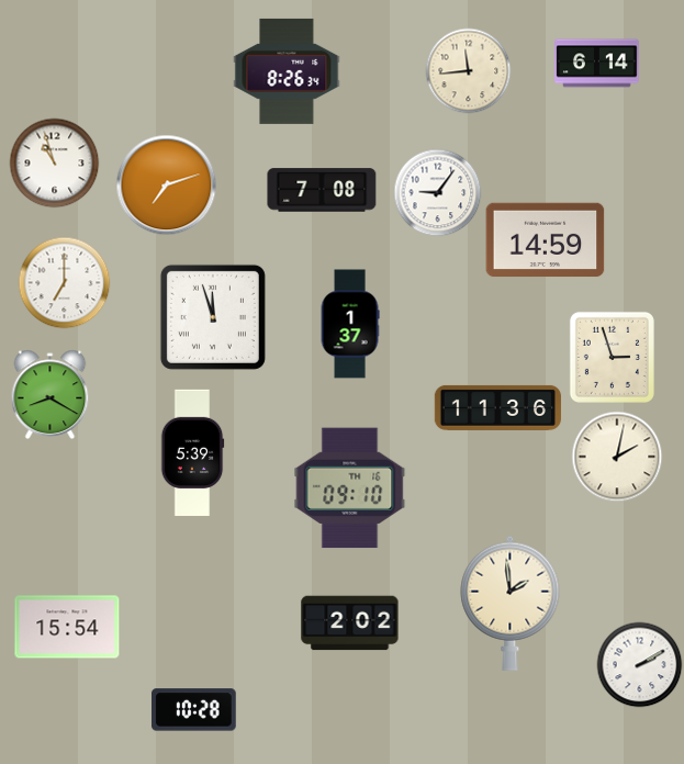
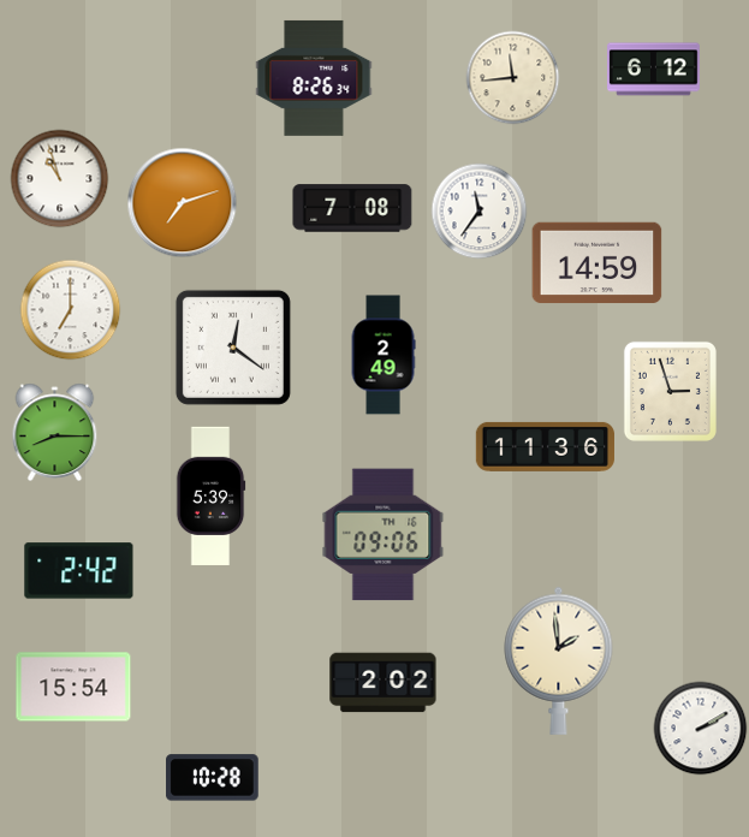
clock at (597, 64): 6:14 -> 6:12
clock at (437, 192): 9:06 -> 11:36
clock at (213, 317): 11:57 -> 12:21
clock at (350, 324): 1:37 -> 2:49
clock at (51, 394): 8:20 -> 8:15
clock at (617, 457): 2:02 -> none
clock at (350, 488): 09:10 -> 09:06
clock at (79, 571): none -> 2:42
